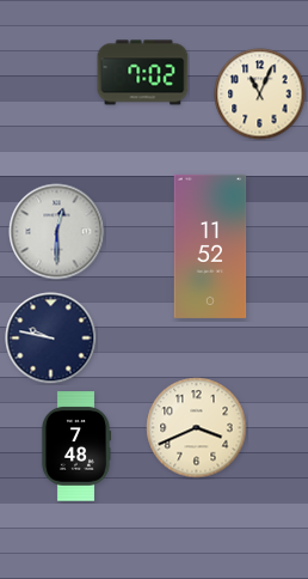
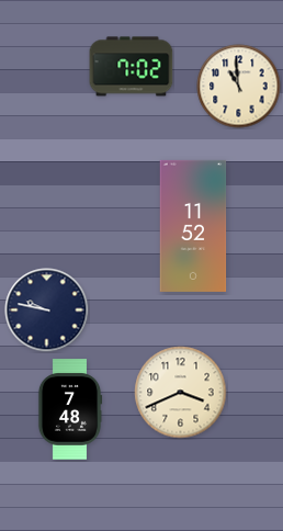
clock at (260, 95): 11:04 -> 10:59
clock at (57, 232): 12:30 -> none
